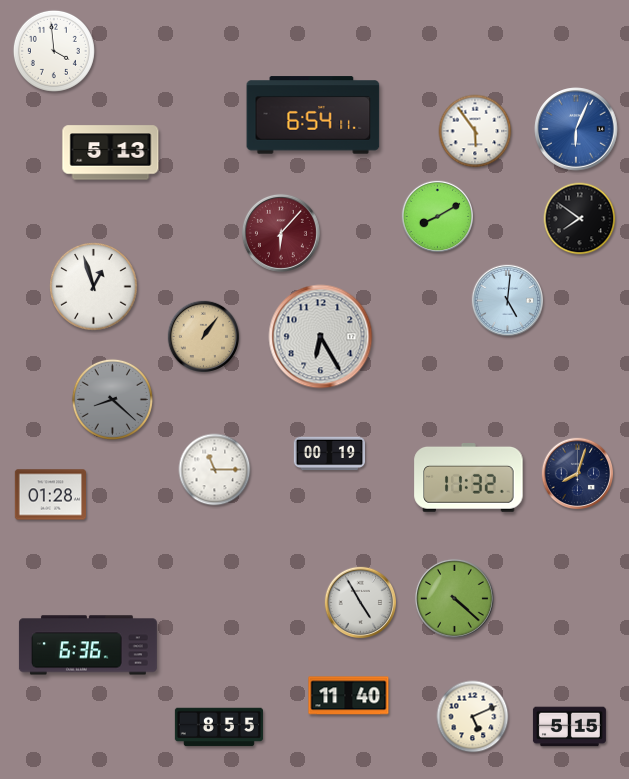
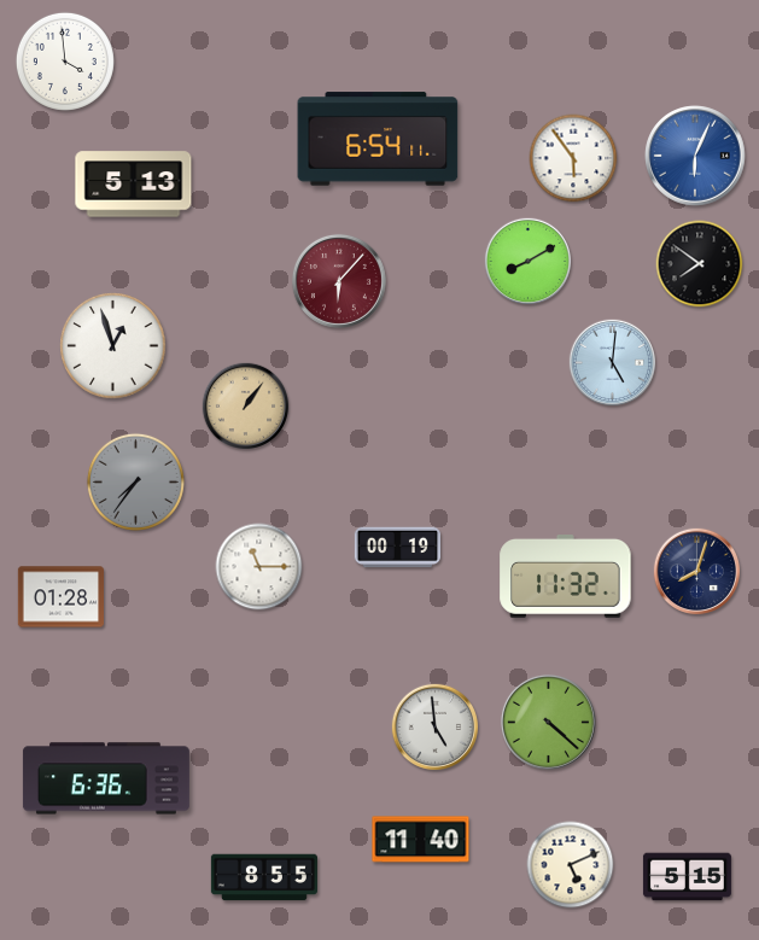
clock at (321, 337): 6:25 -> none
clock at (112, 399): 8:22 -> 7:36
clock at (361, 603): 4:55 -> 4:59
